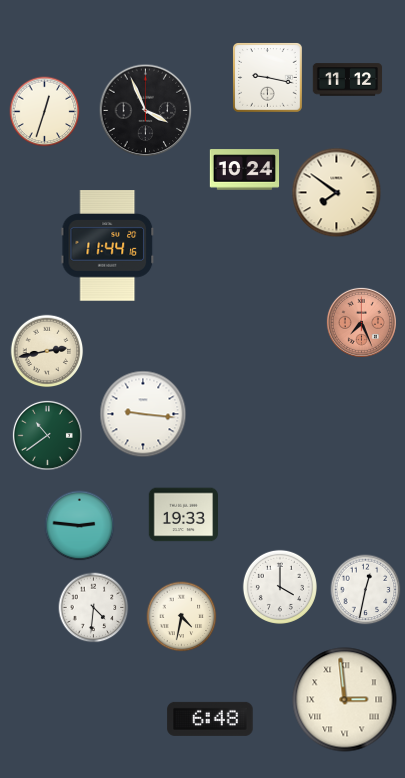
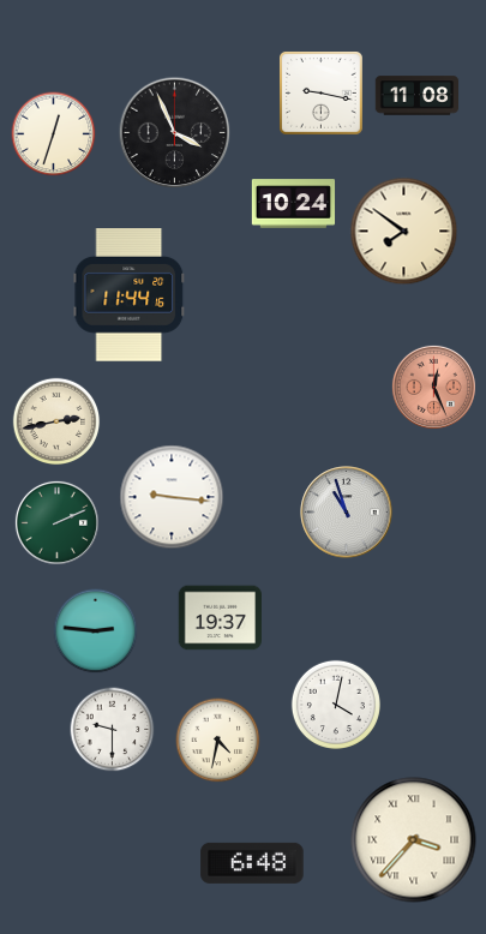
clock at (348, 80): 11:12 -> 11:08
clock at (361, 322): 7:26 -> 12:26
clock at (347, 513): none -> 10:57
clock at (47, 435): 10:39 -> 2:11
clock at (183, 515): 19:33 -> 19:37
clock at (280, 587): 4:00 -> 4:02
clock at (366, 590): 12:32 -> none
clock at (94, 608): 4:31 -> 9:30
clock at (345, 700): 2:59 -> 3:37
